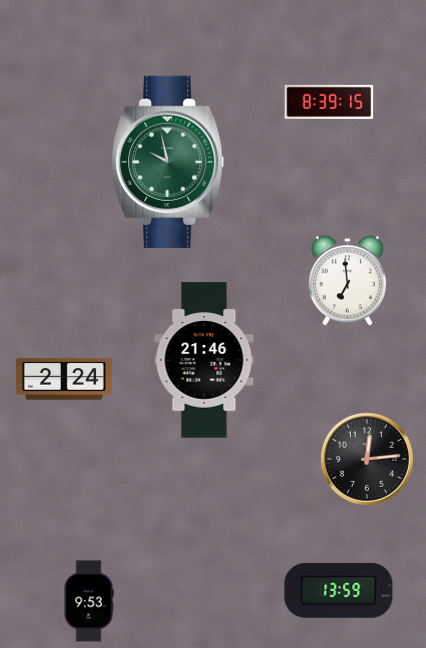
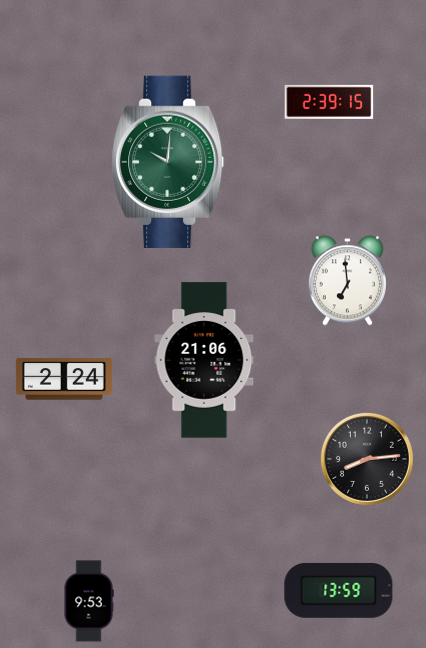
clock at (329, 102): 8:39 -> 2:39
clock at (168, 161): 9:58 -> 10:01
clock at (204, 360): 21:46 -> 21:06
clock at (367, 459): 12:14 -> 8:14
